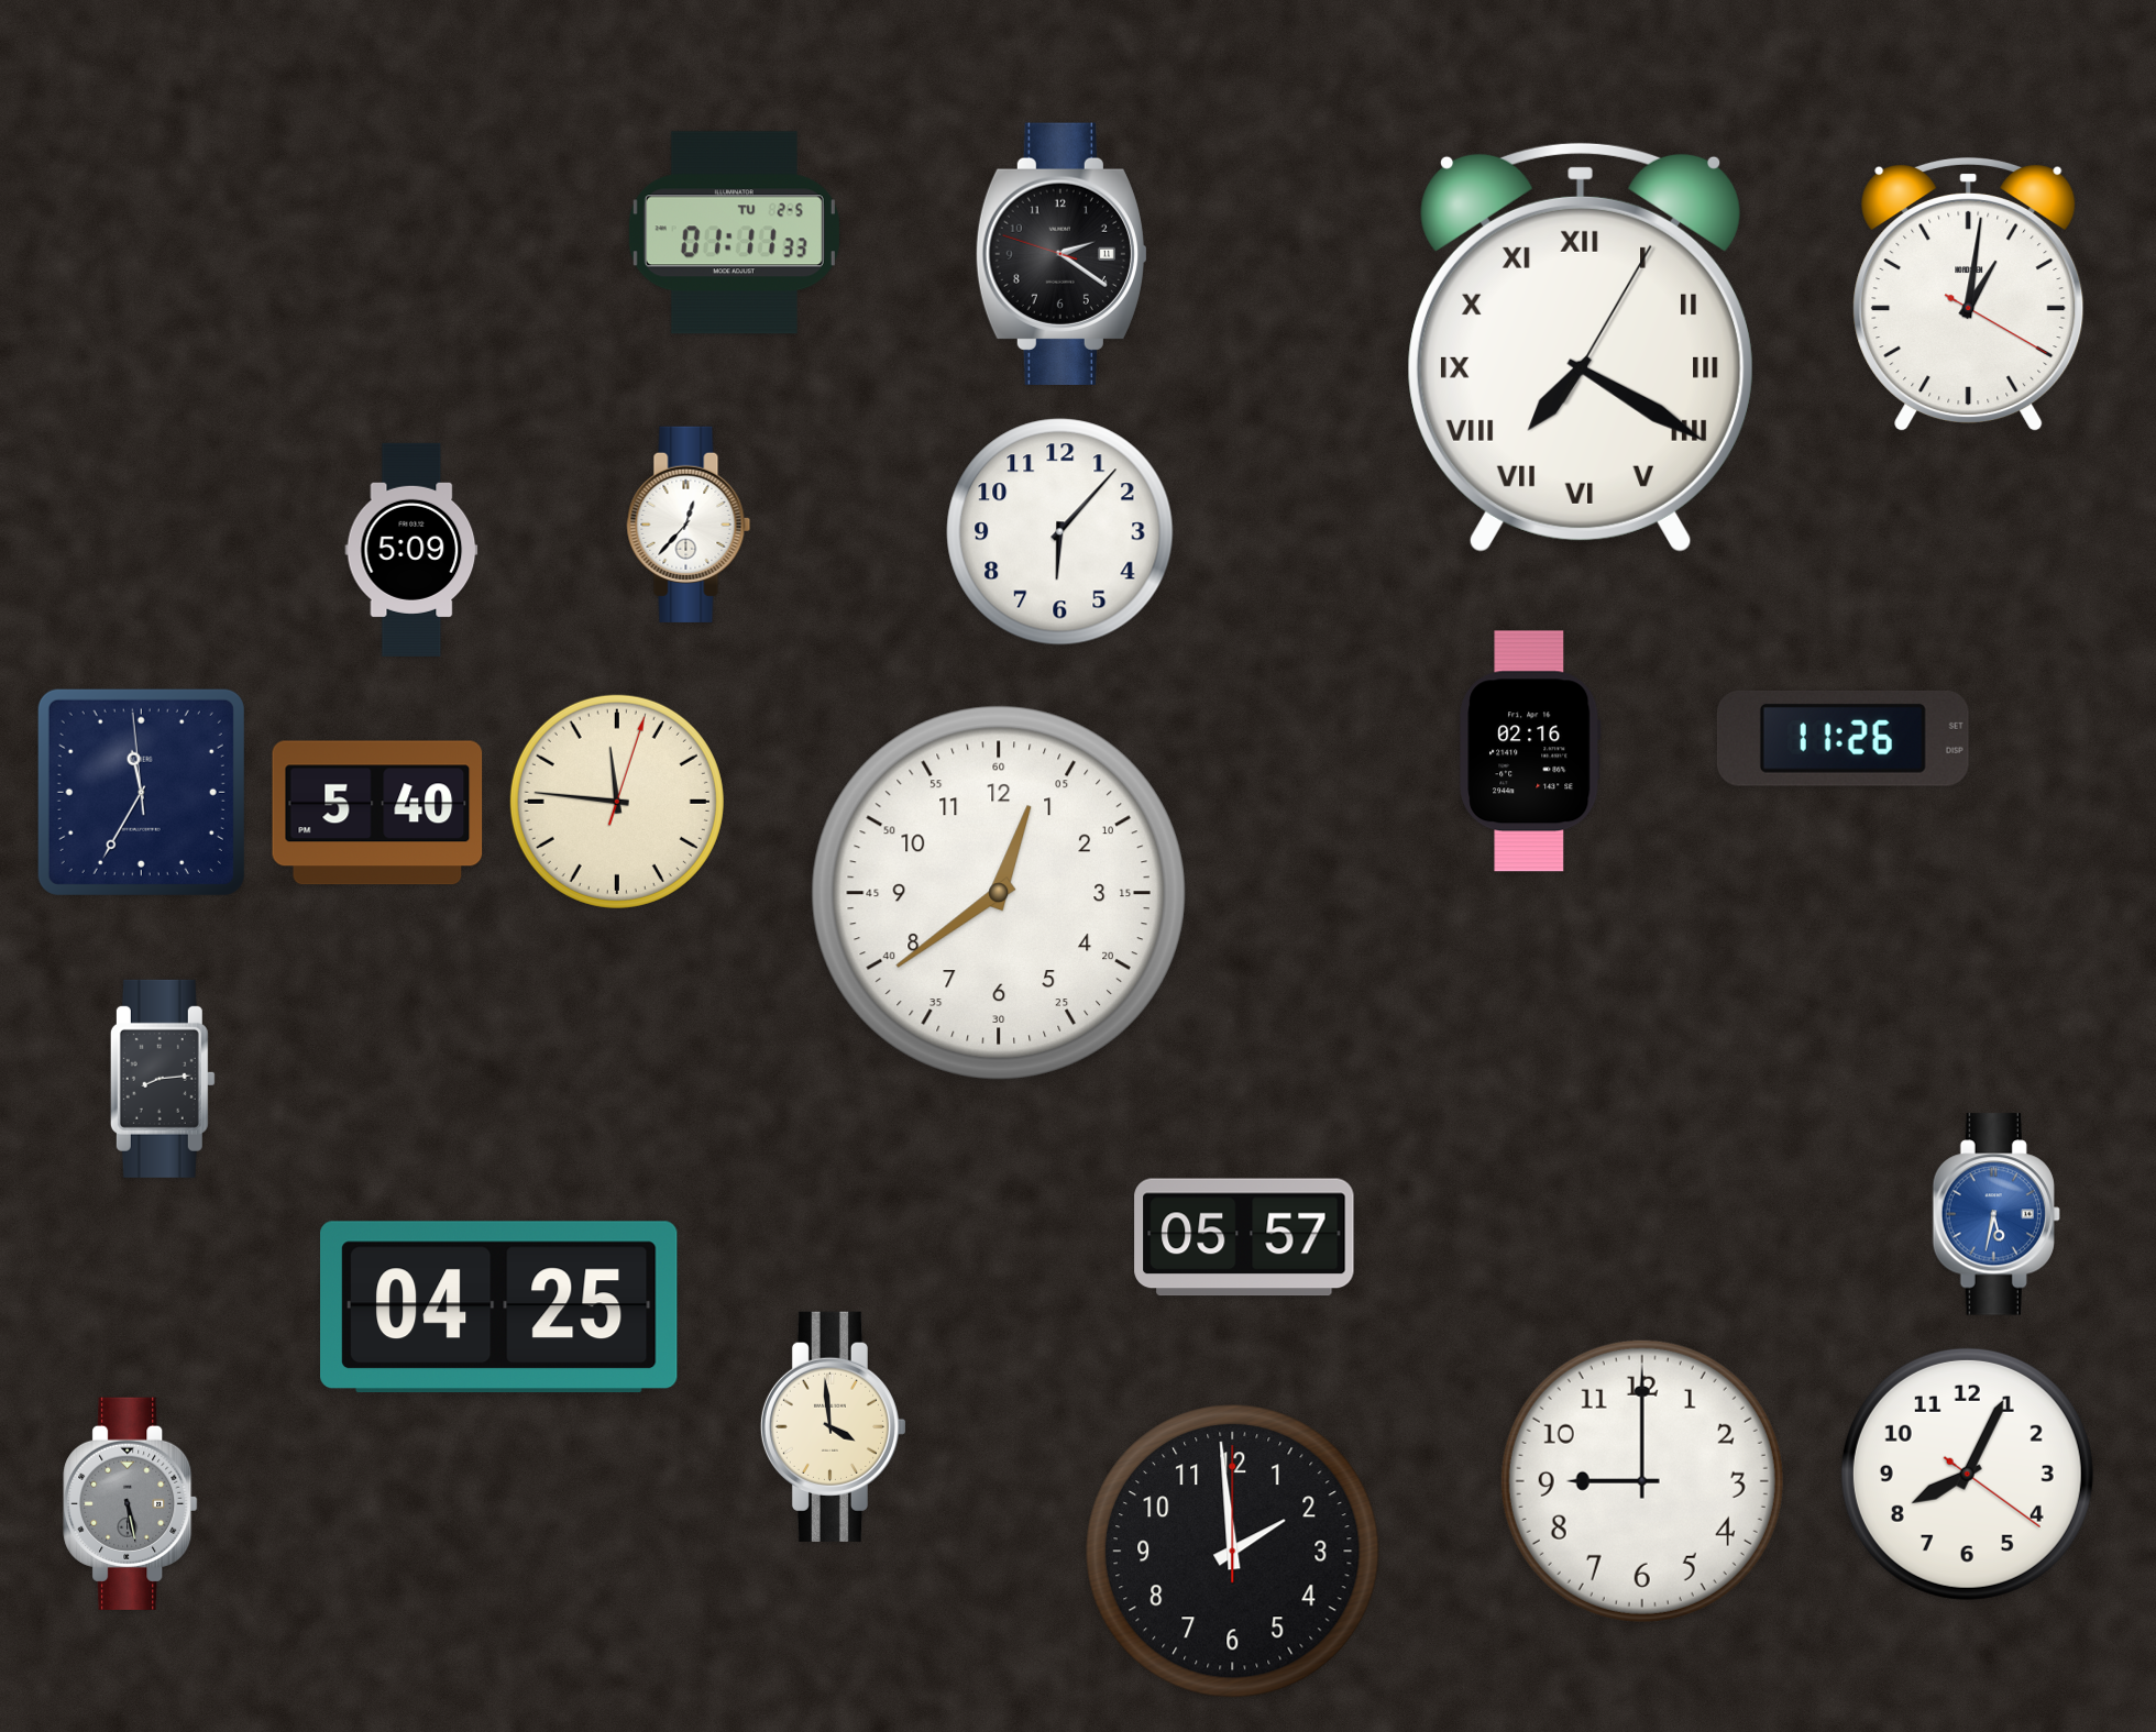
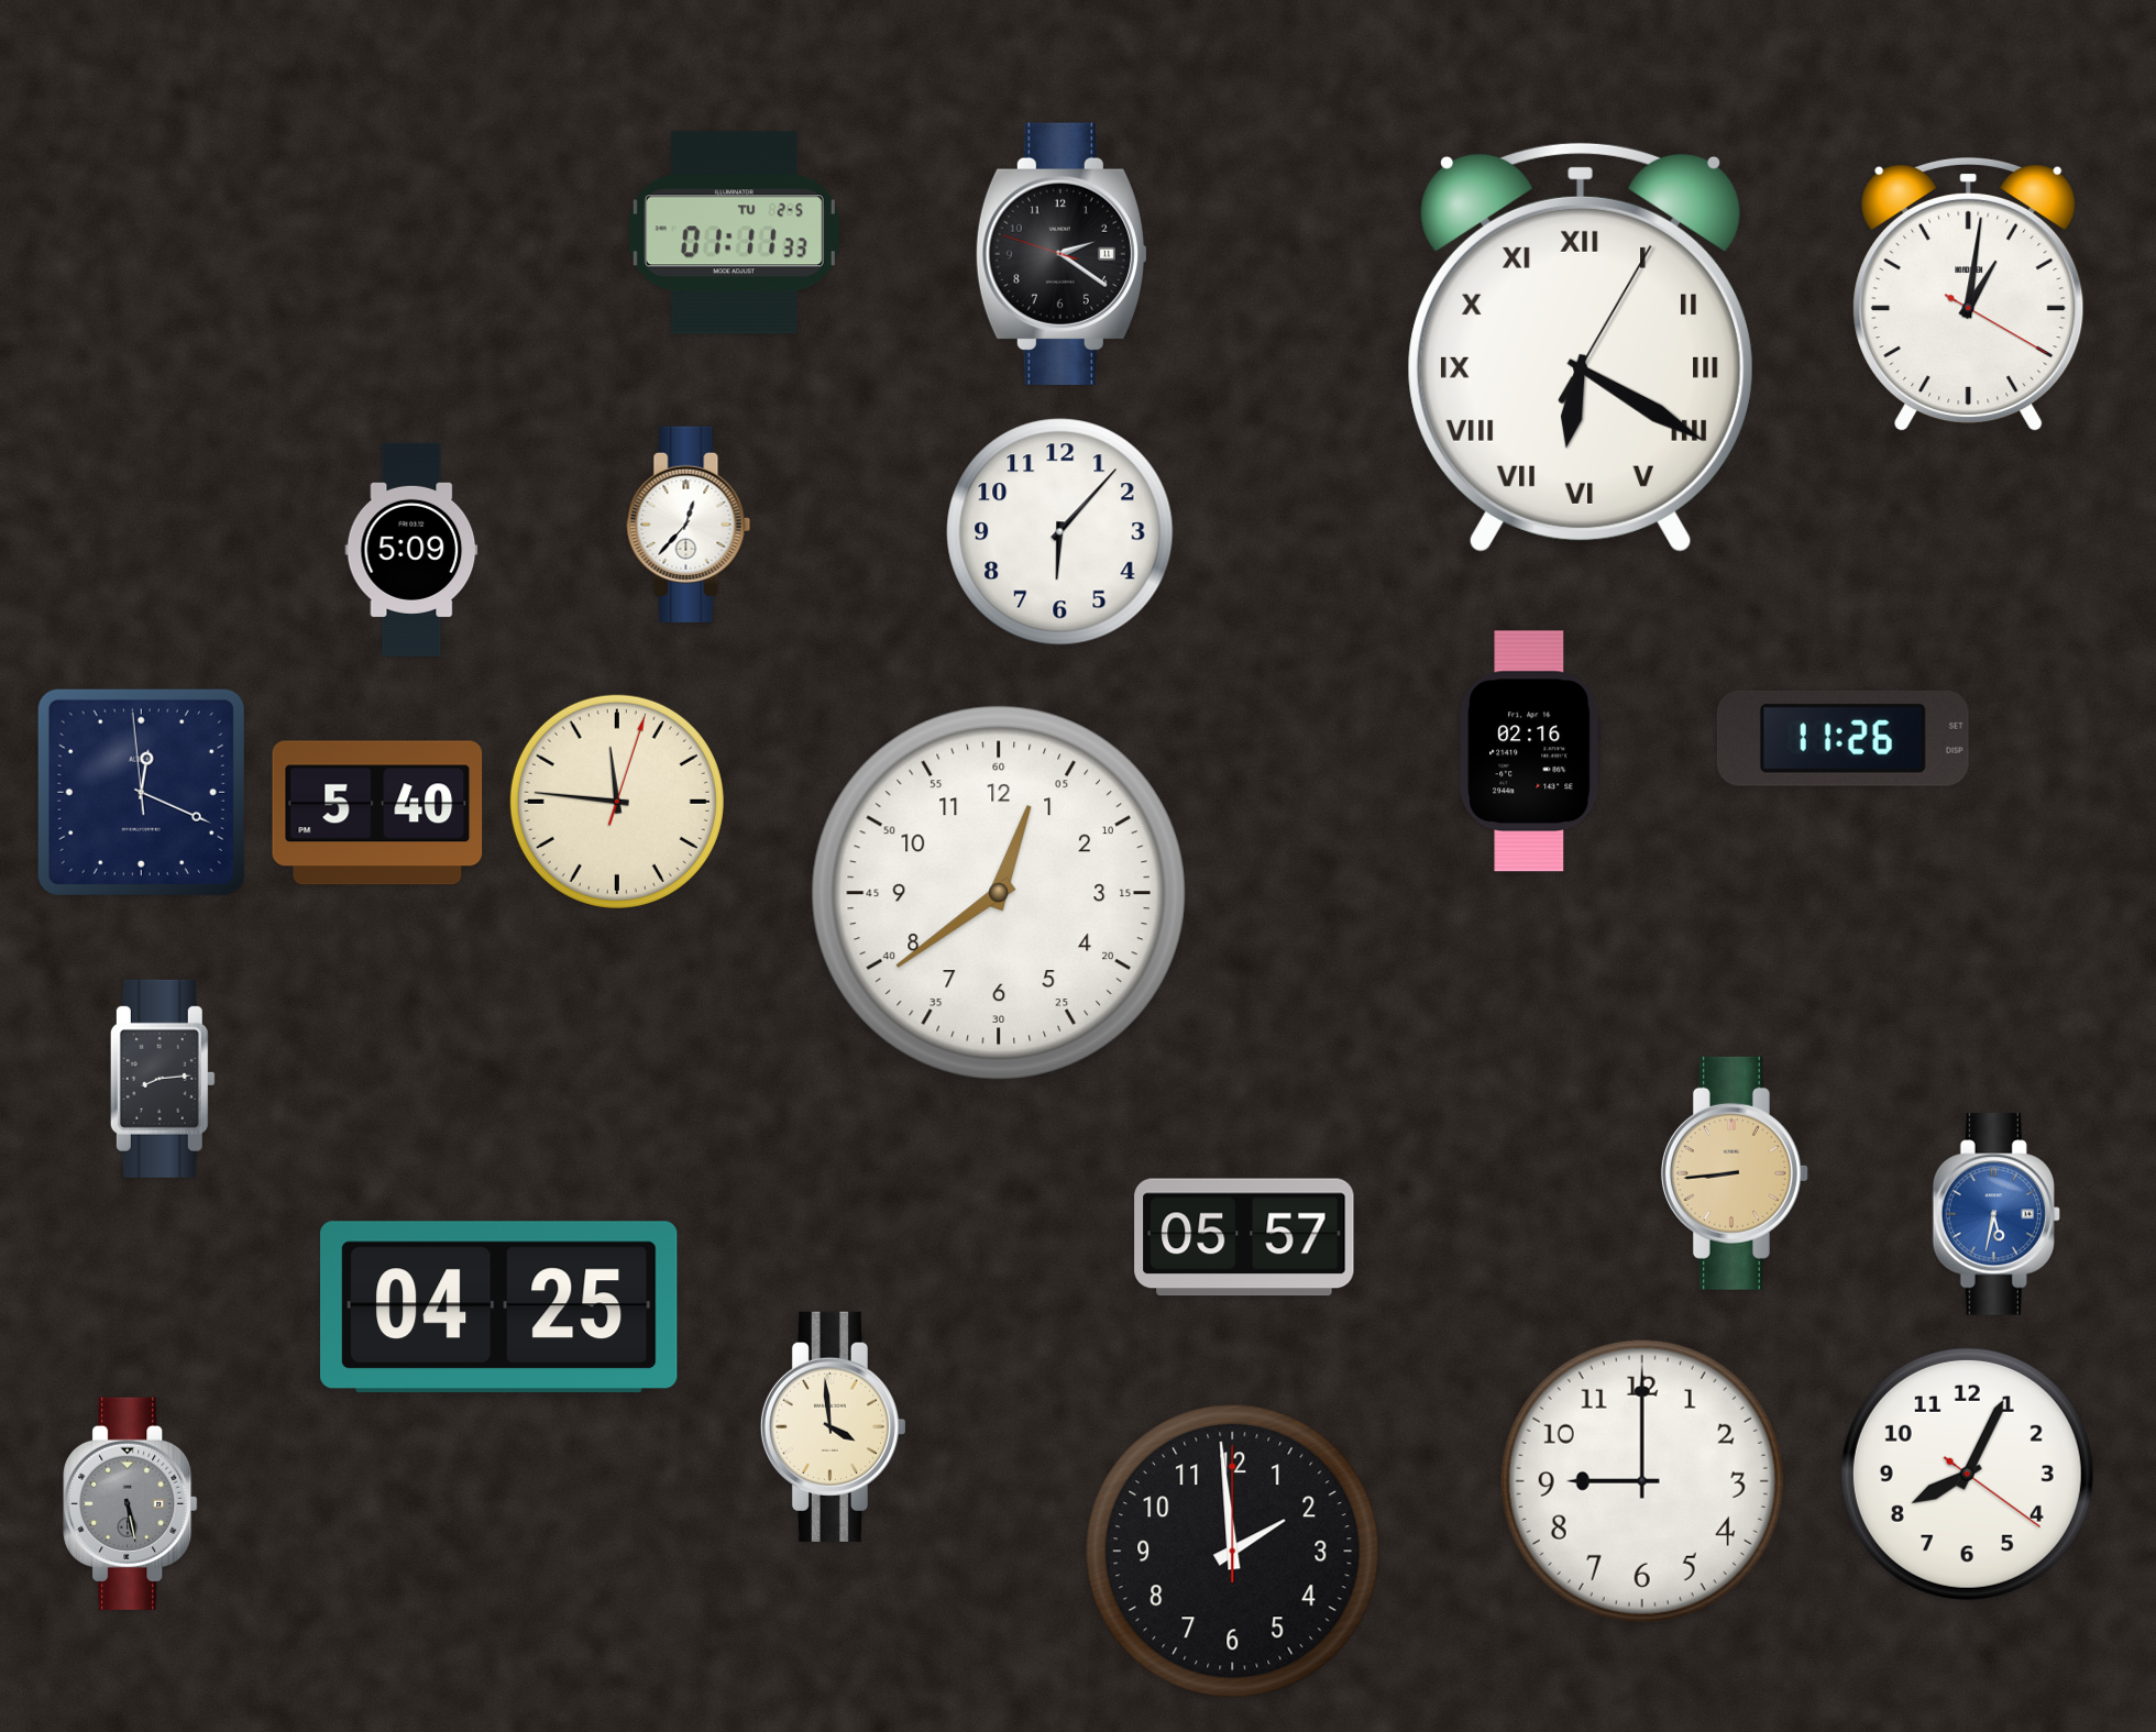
clock at (1581, 347): 7:20 -> 6:20
clock at (141, 792): 11:34 -> 12:18
clock at (1735, 1173): none -> 8:44
